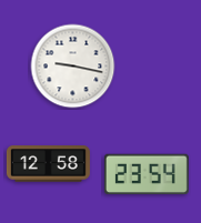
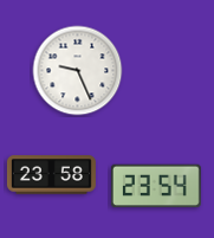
clock at (73, 67): 9:17 -> 9:26
clock at (48, 164): 12:58 -> 23:58
